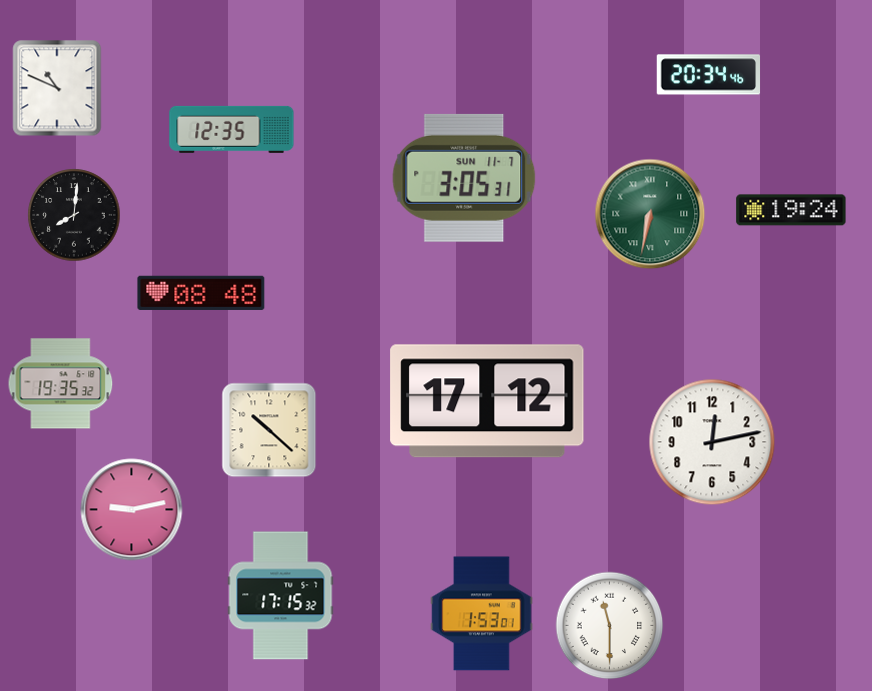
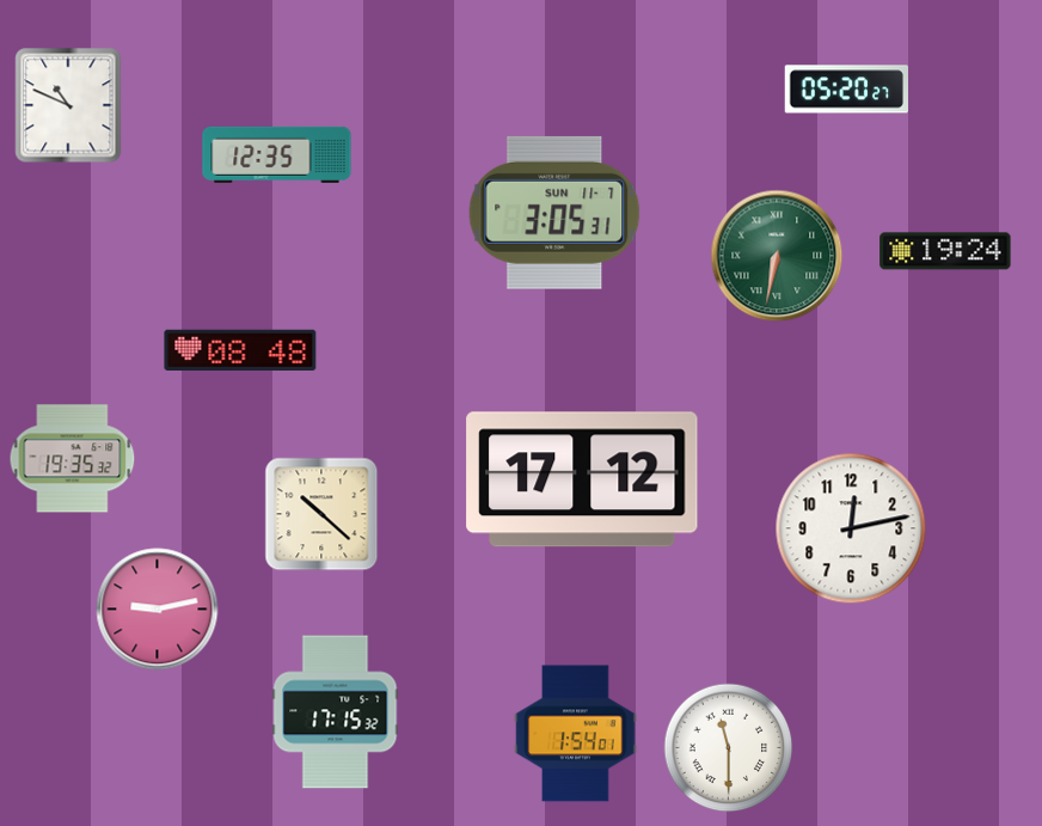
clock at (709, 75): 20:34 -> 05:20
clock at (74, 215): 8:01 -> none
clock at (482, 614): 1:53 -> 1:54
